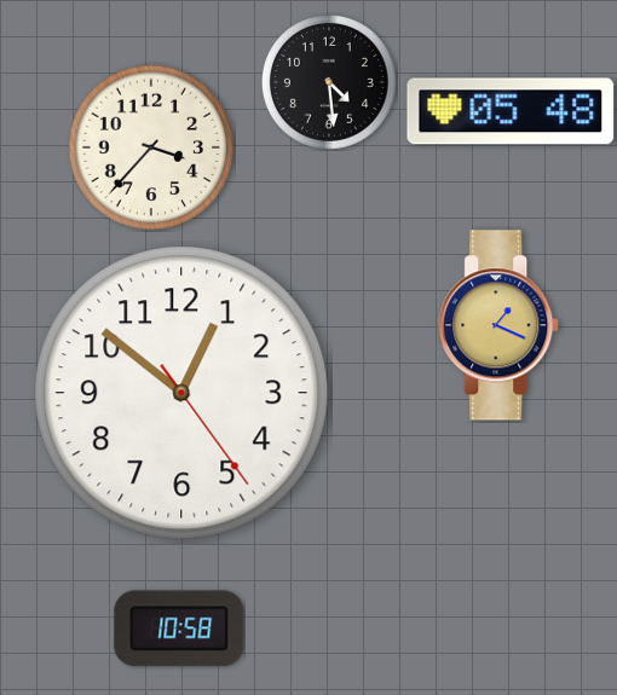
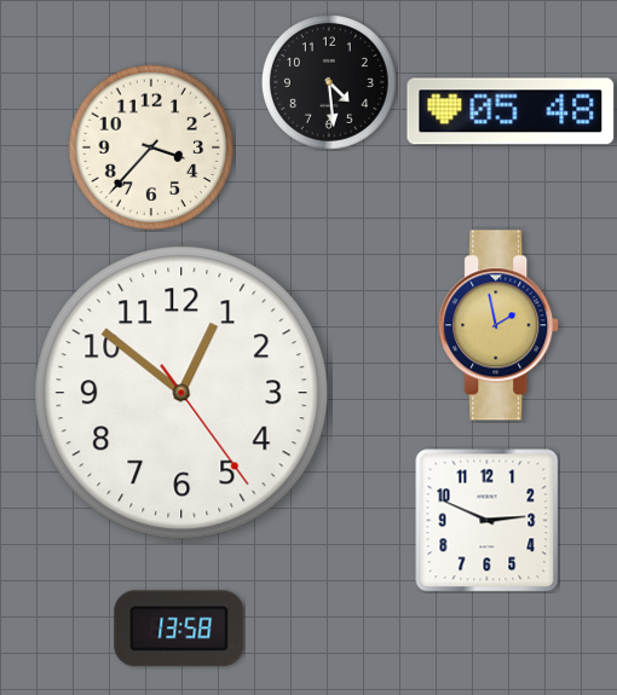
clock at (500, 325): 1:19 -> 1:58
clock at (488, 521): none -> 2:49
clock at (179, 629): 10:58 -> 13:58
